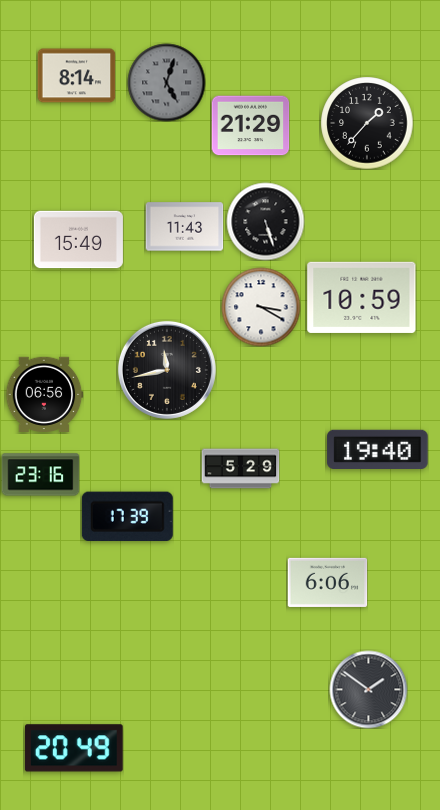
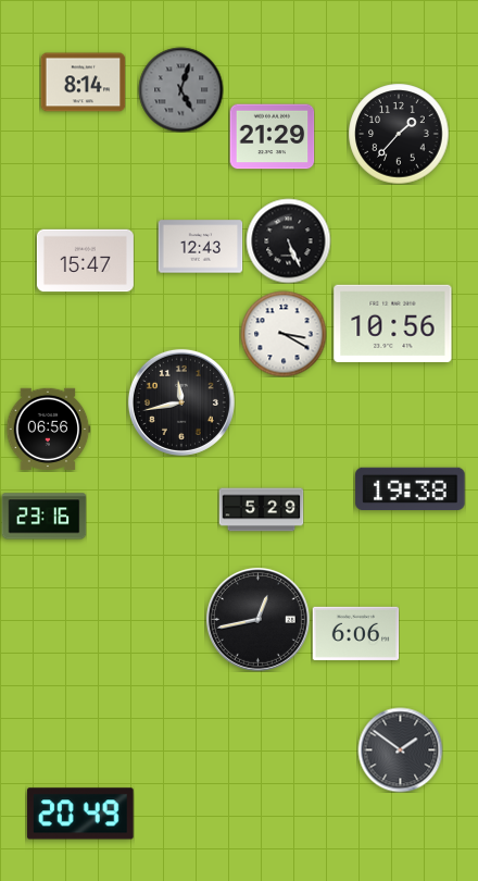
clock at (265, 221): 5:27 -> 5:26
clock at (184, 227): 11:43 -> 12:43
clock at (78, 240): 15:49 -> 15:47
clock at (362, 297): 10:59 -> 10:56
clock at (378, 449): 19:40 -> 19:38
clock at (127, 517): 17:39 -> none
clock at (257, 619): none -> 12:43
